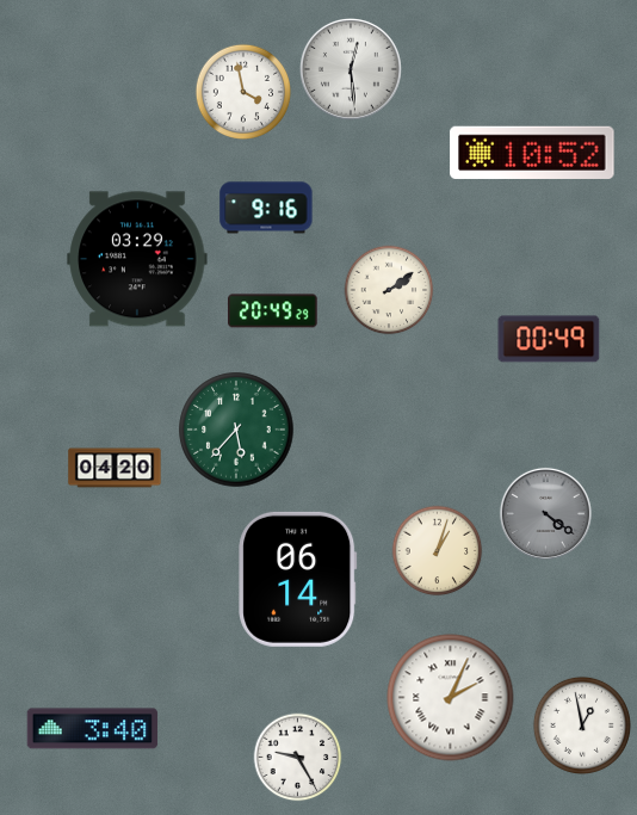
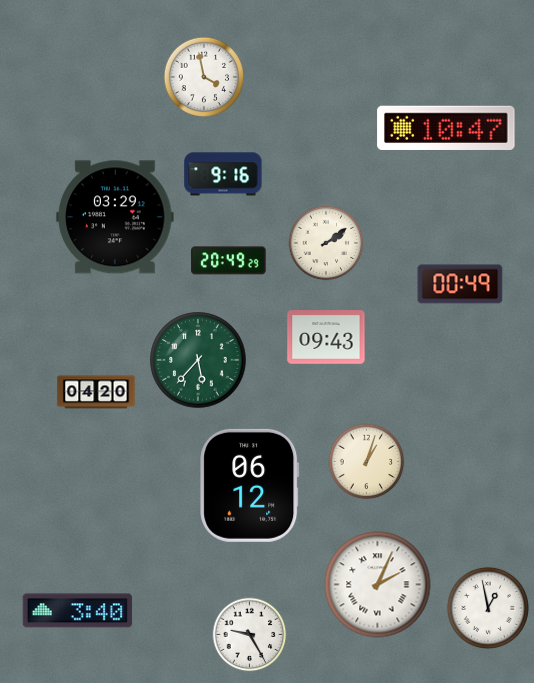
clock at (351, 69): 12:29 -> none
clock at (532, 153): 10:52 -> 10:47
clock at (326, 337): none -> 09:43
clock at (545, 513): 4:21 -> none
clock at (298, 579): 06:14 -> 06:12
